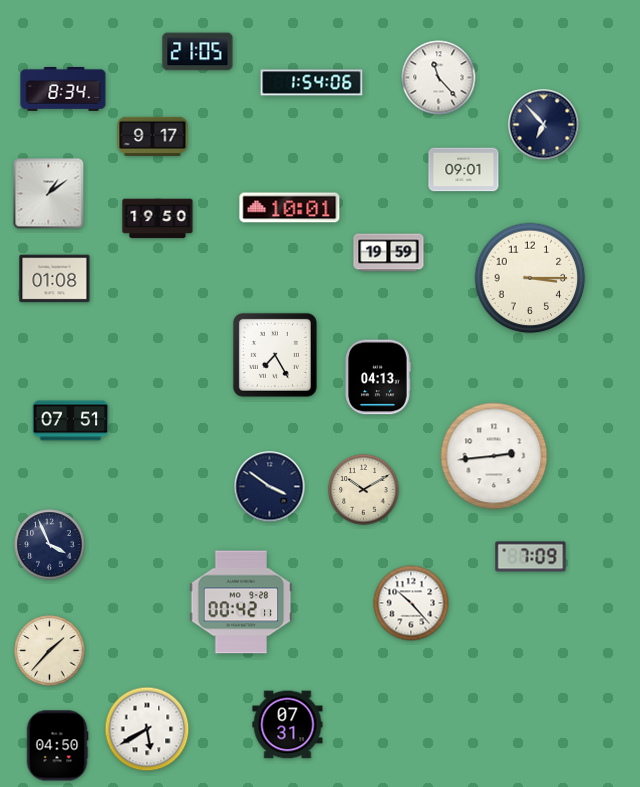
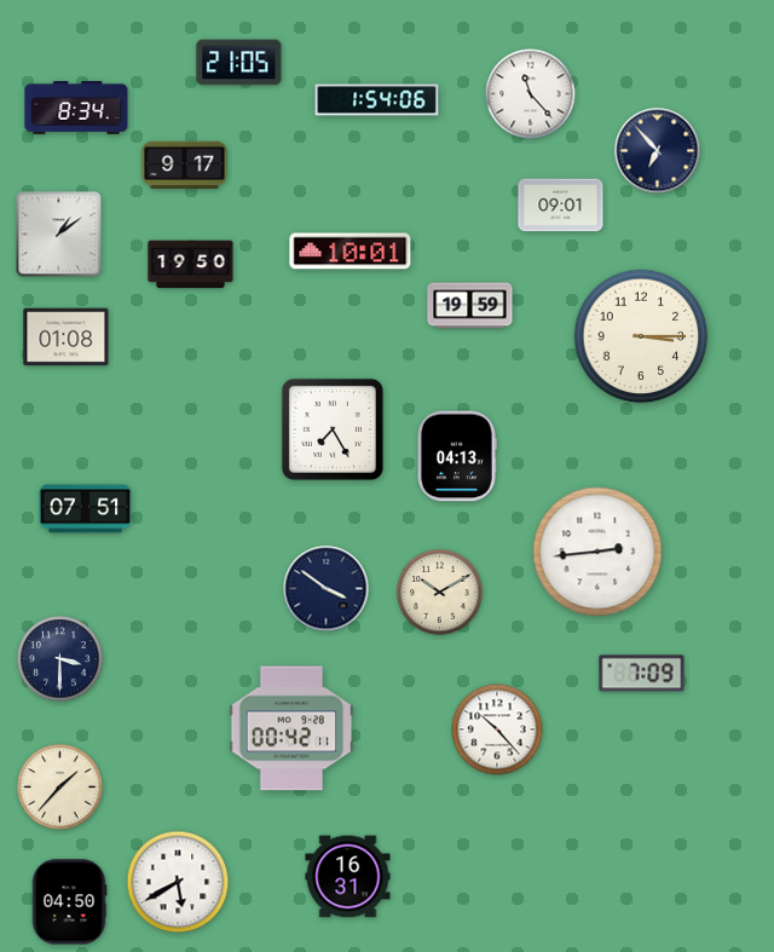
clock at (50, 545): 3:56 -> 3:30
clock at (288, 725): 07:31 -> 16:31
